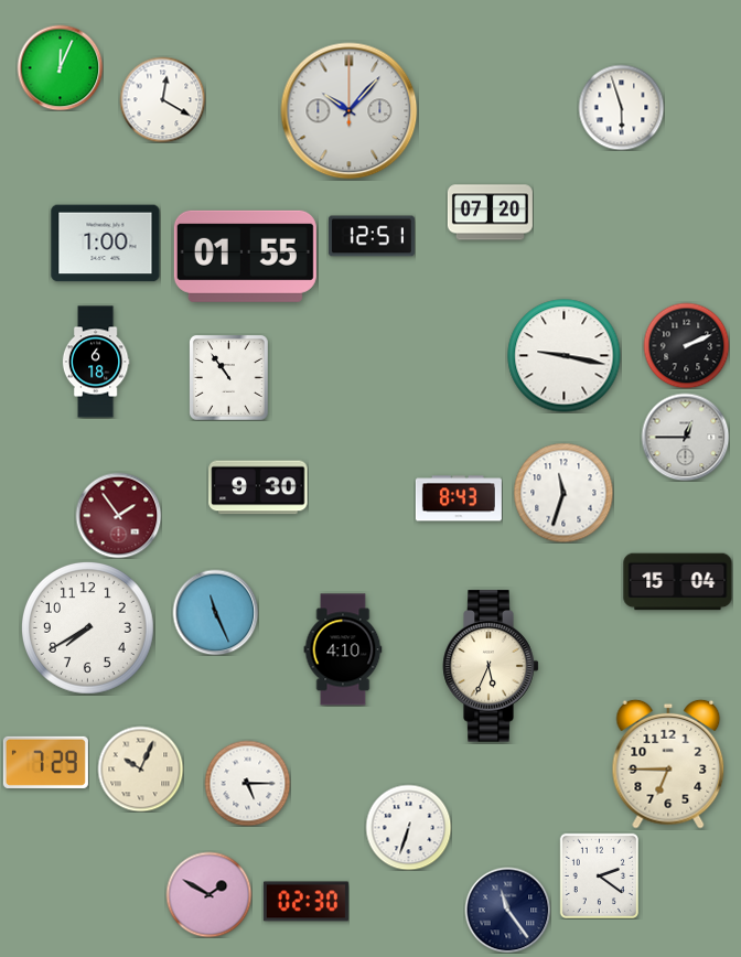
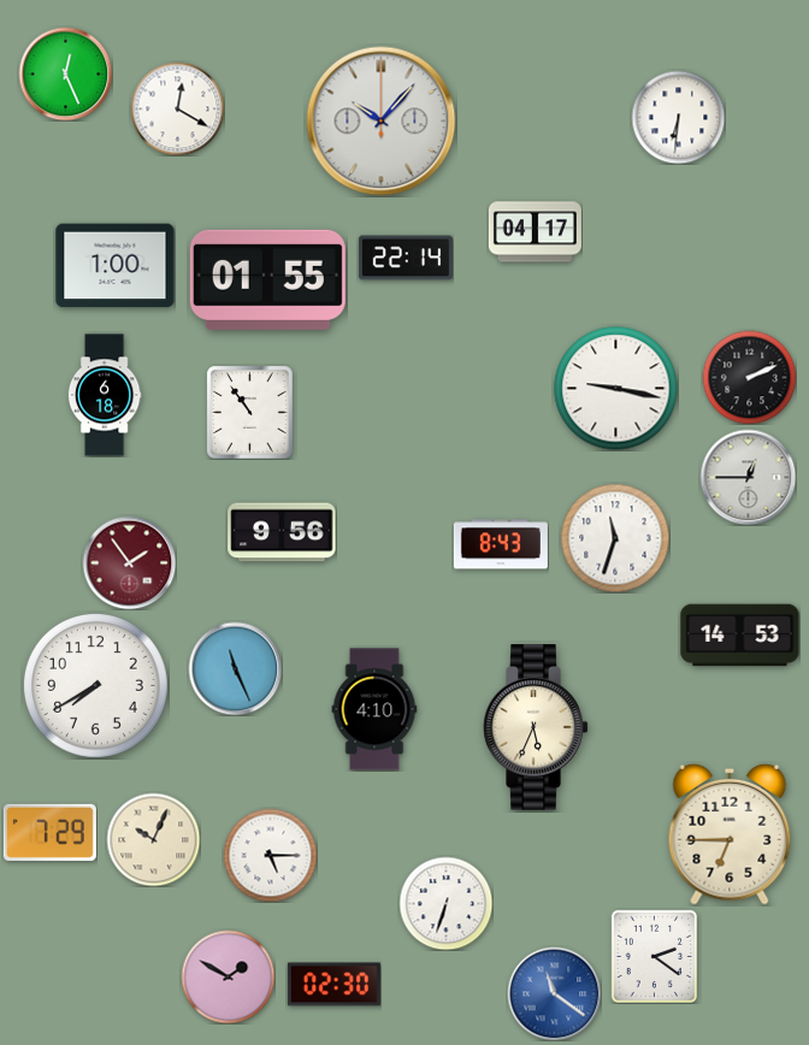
clock at (60, 67): 12:04 -> 12:26
clock at (621, 107): 5:57 -> 6:31
clock at (490, 213): 07:20 -> 04:17
clock at (372, 236): 12:51 -> 22:14
clock at (258, 487): 9:30 -> 9:56
clock at (678, 582): 15:04 -> 14:53
clock at (507, 910): 11:24 -> 11:21
clock at (507, 910) dial: navy -> blue
